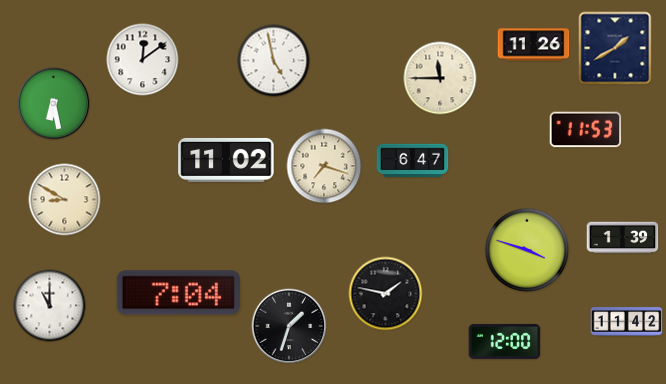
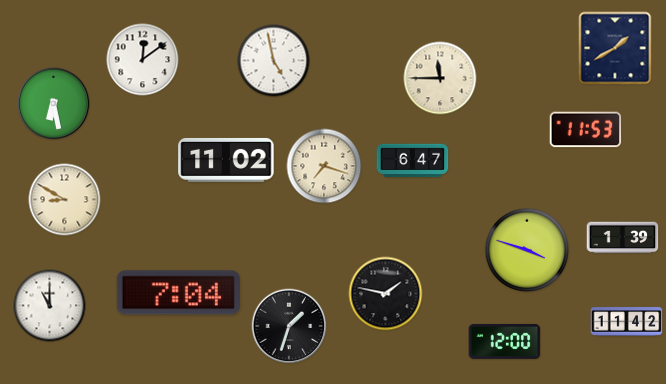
clock at (534, 45): 11:26 -> none
